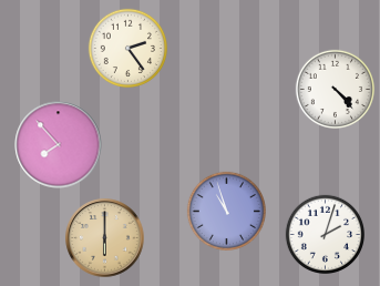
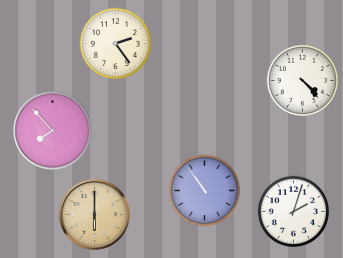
clock at (226, 211): 10:57 -> 10:54
